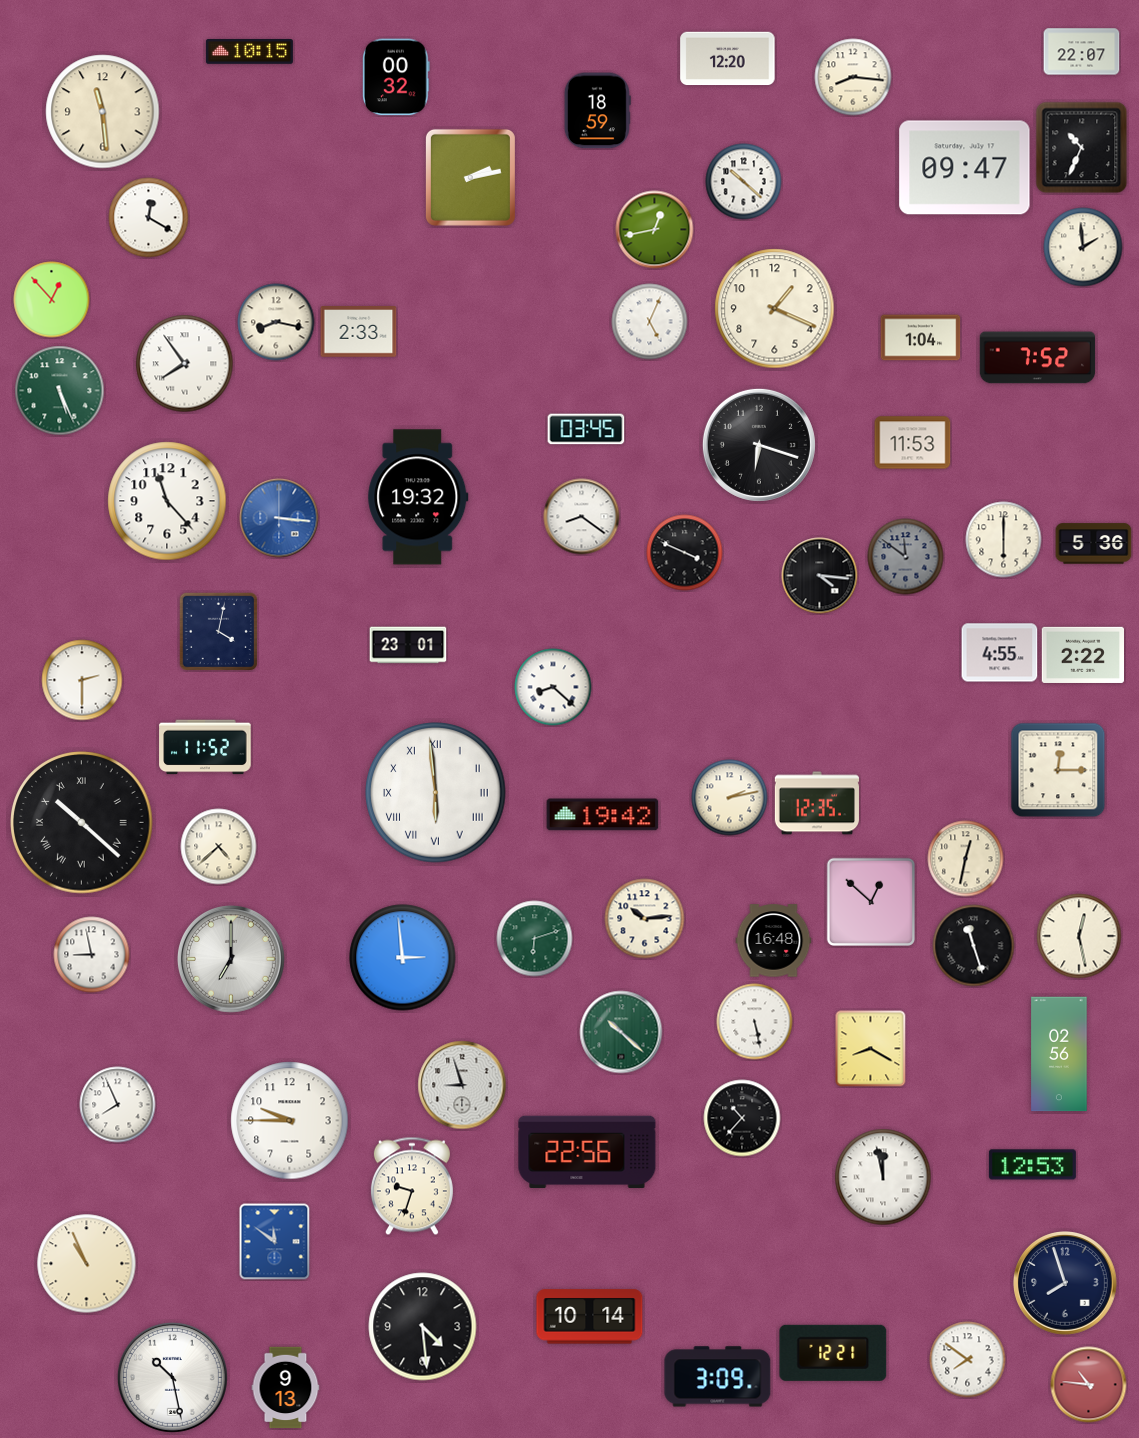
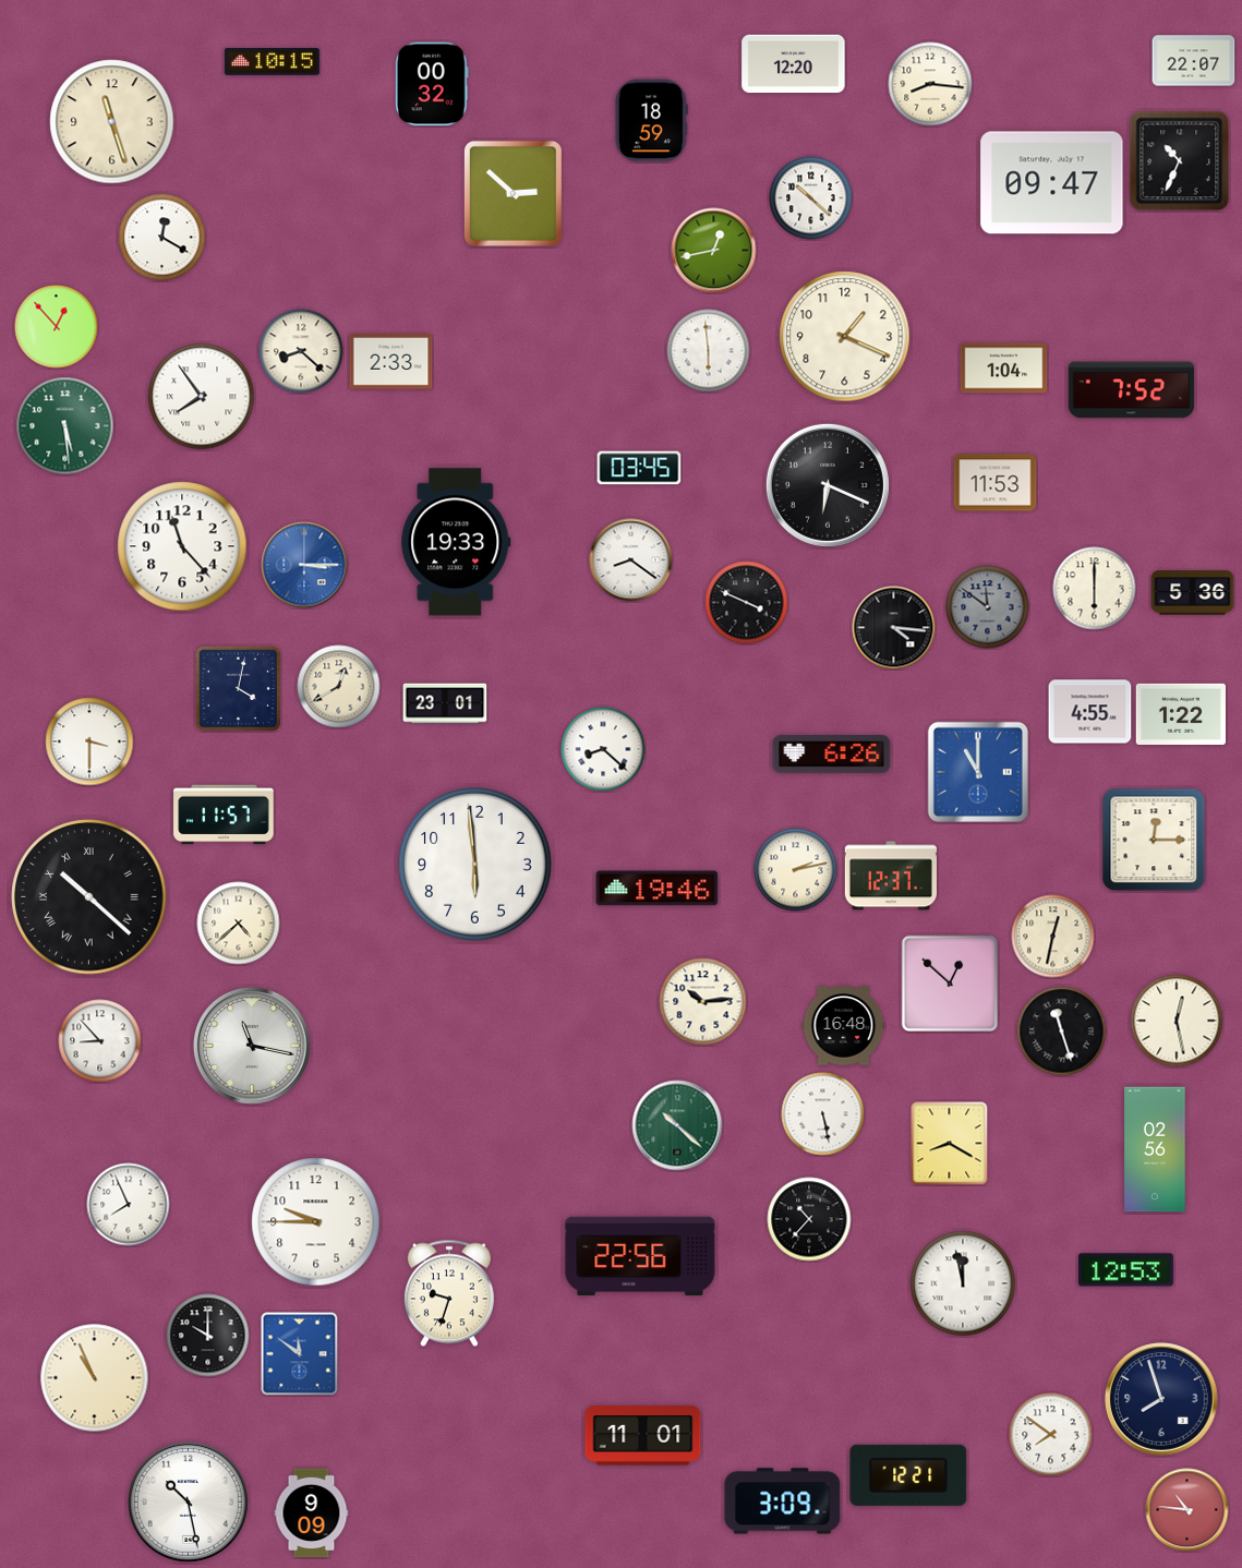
clock at (249, 52) position: (249, 52) -> (272, 62)
clock at (1082, 52) position: (1082, 52) -> (1194, 61)
clock at (103, 112): 11:29 -> 11:27
clock at (470, 177): 2:13 -> 2:52
clock at (1083, 247): 1:59 -> none
clock at (276, 322): 8:17 -> 8:22
clock at (650, 322): 5:04 -> 5:59
clock at (60, 391): 5:26 -> 5:29
clock at (759, 445): 6:18 -> 6:19
clock at (418, 497): 19:32 -> 19:33
clock at (582, 517) position: (582, 517) -> (631, 560)
clock at (279, 518): 3:16 -> 3:15
clock at (339, 687): none -> 12:40
clock at (1082, 655): 2:22 -> 1:22
clock at (82, 680): 2:30 -> 3:30
clock at (832, 755): none -> 6:26
clock at (978, 772): none -> 11:00
clock at (205, 747): 11:52 -> 11:57
clock at (436, 793) numerals: Roman -> Arabic
clock at (817, 803): 12:35 -> 12:37
clock at (603, 815): 19:42 -> 19:46
clock at (535, 939): 6:12 -> none
clock at (92, 955): 8:58 -> 8:53
clock at (403, 958): 2:59 -> none
clock at (231, 959): 7:00 -> 11:17
clock at (462, 1085): 8:57 -> none
clock at (208, 1336): none -> 10:00
clock at (590, 1317): 10:14 -> 11:01
clock at (423, 1327): 4:29 -> none
clock at (968, 1360) position: (968, 1360) -> (1051, 1435)
clock at (286, 1388): 9:13 -> 9:09
